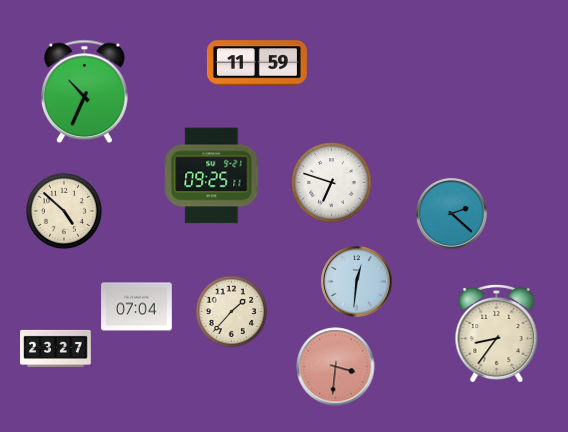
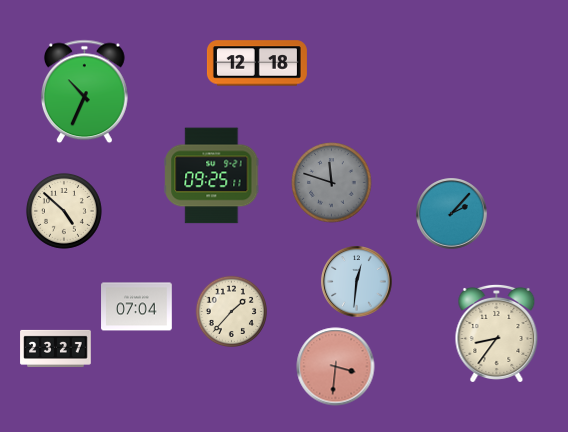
clock at (257, 63): 11:59 -> 12:18
clock at (332, 183): 6:48 -> 11:48
clock at (332, 183) dial: white -> grey
clock at (452, 214): 2:22 -> 2:07
